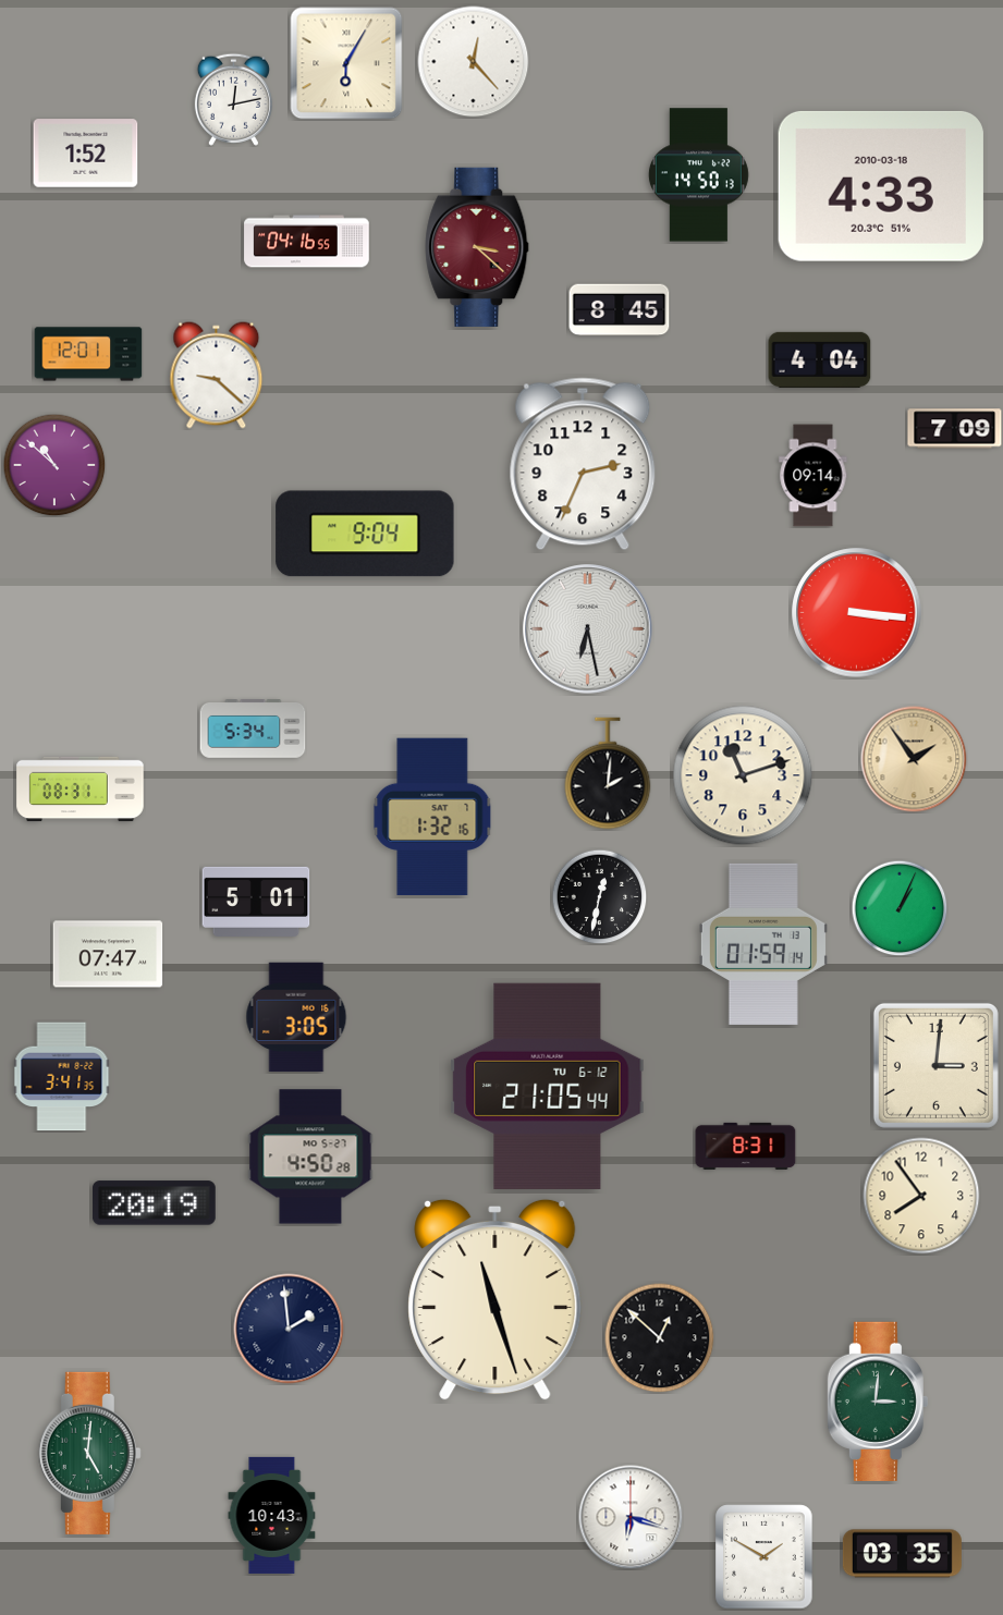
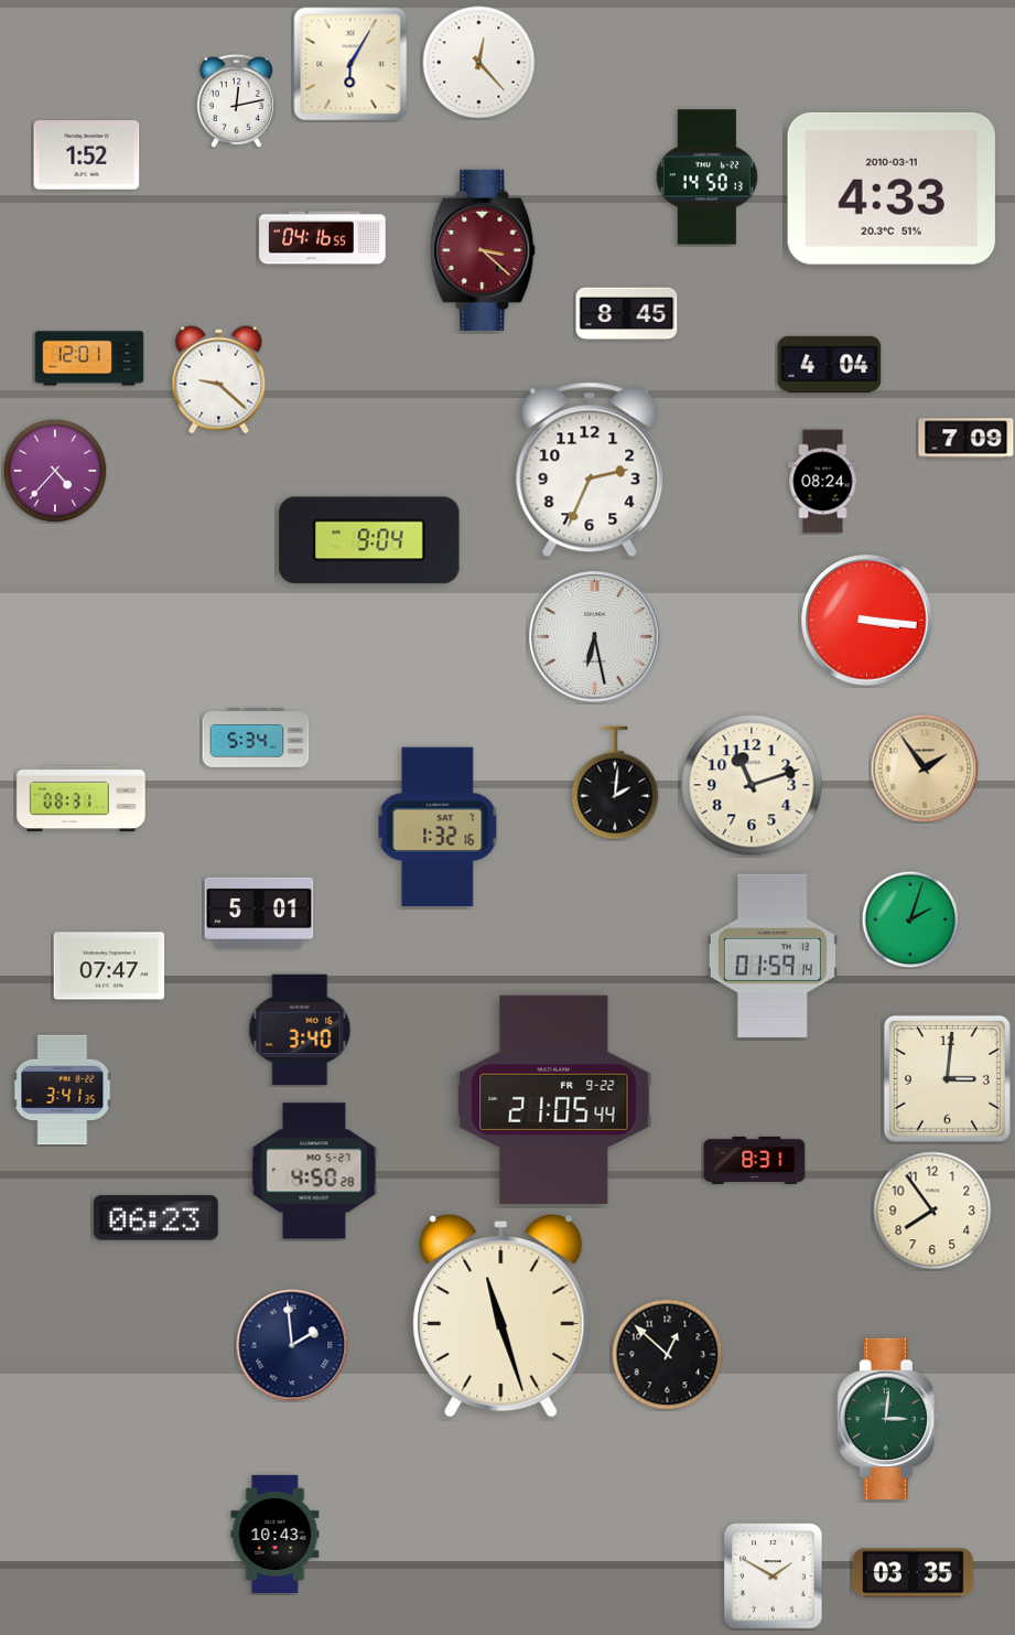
clock at (881, 186) date: 2010-03-18 -> 2010-03-11
clock at (307, 242) position: (307, 242) -> (323, 238)
clock at (955, 429) position: (955, 429) -> (967, 439)
clock at (54, 465): 10:52 -> 4:37
clock at (814, 476): 09:14 -> 08:24
clock at (599, 896): 12:32 -> none
clock at (900, 908): 1:04 -> 2:03
clock at (296, 1017): 3:05 -> 3:40
clock at (548, 1086) date: TU 6-12 -> FR 9-22
clock at (154, 1203): 20:19 -> 06:23
clock at (89, 1453): 5:01 -> none
clock at (631, 1517): 6:18 -> none
